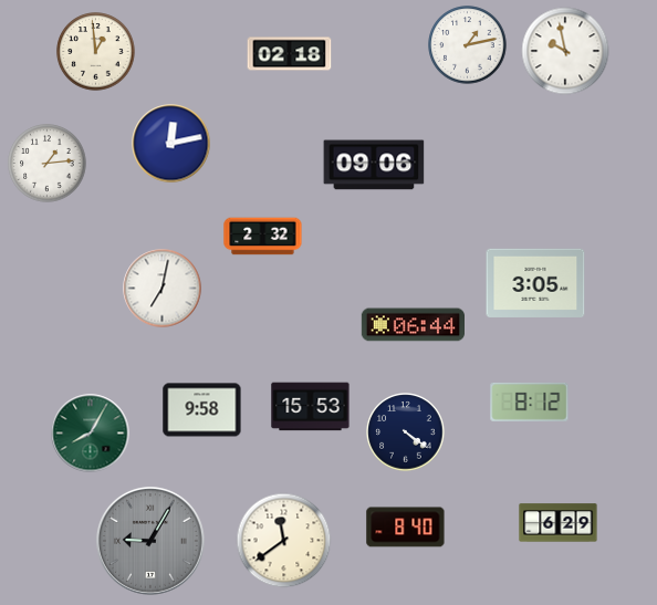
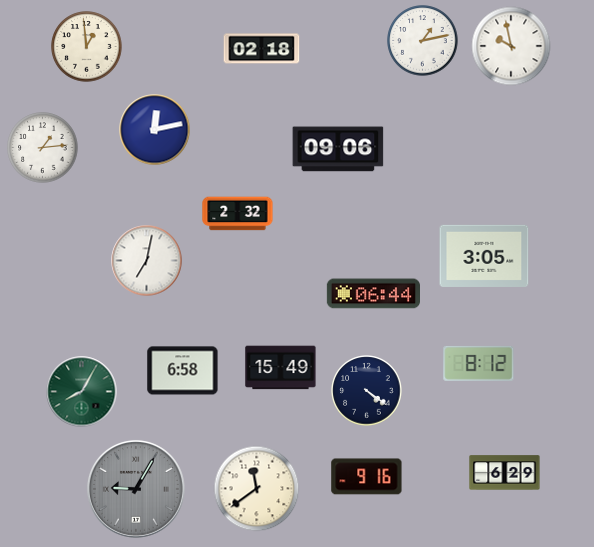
clock at (311, 407): 15:53 -> 15:49
clock at (202, 410): 9:58 -> 6:58
clock at (406, 528): 8:40 -> 9:16
